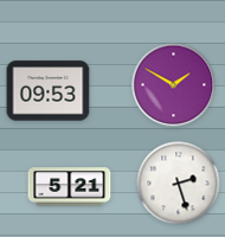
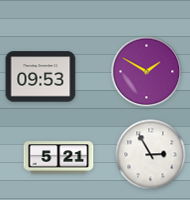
clock at (179, 184): 2:27 -> 2:55
